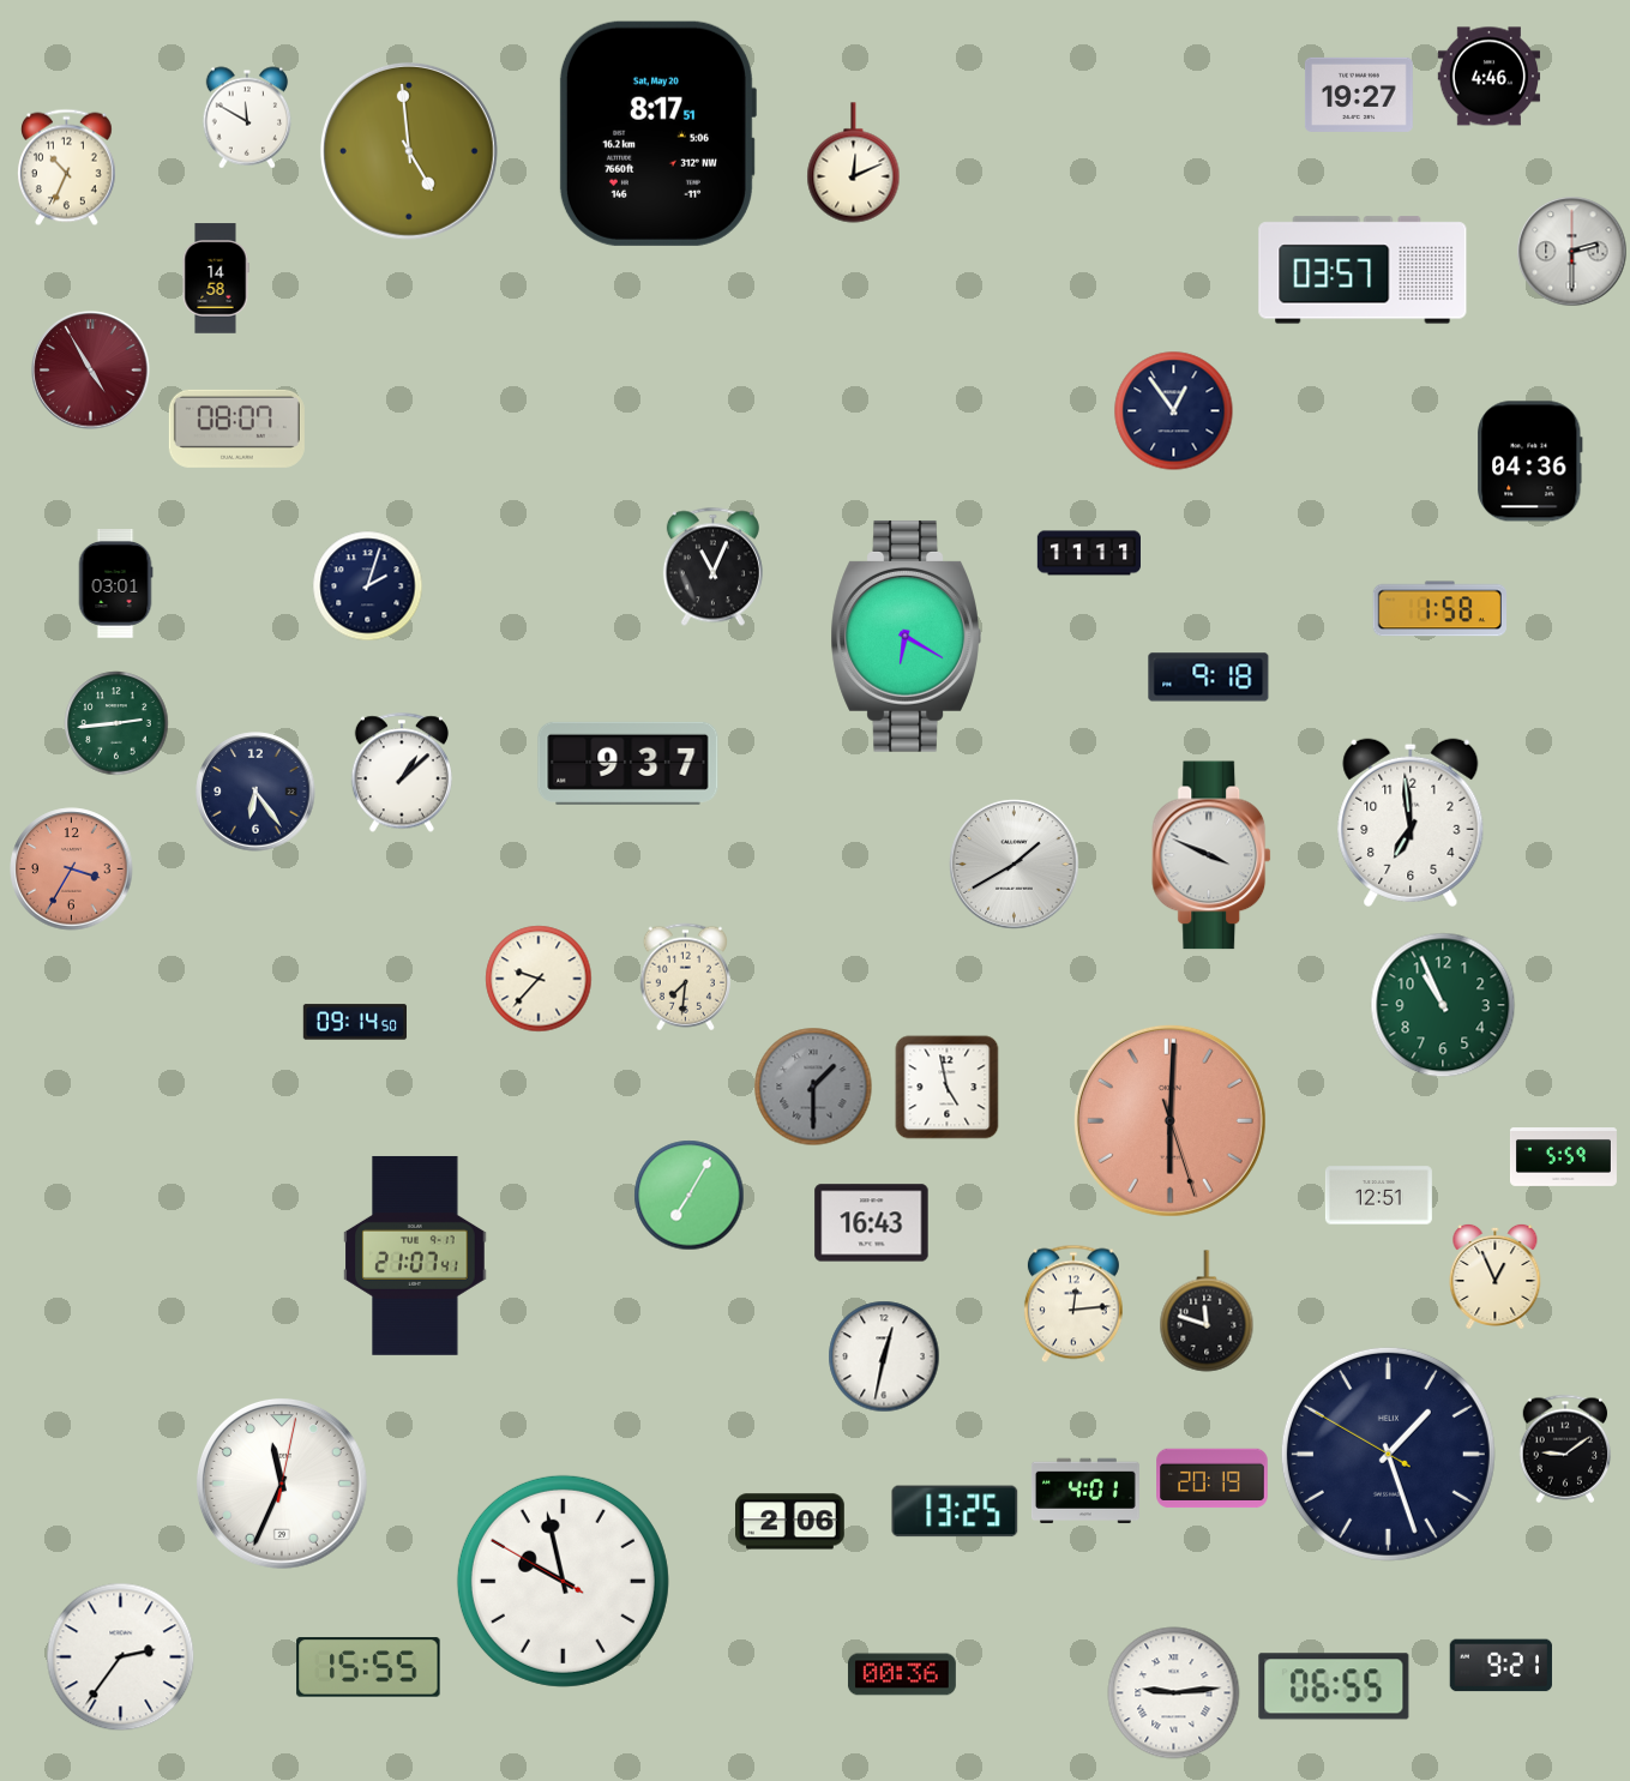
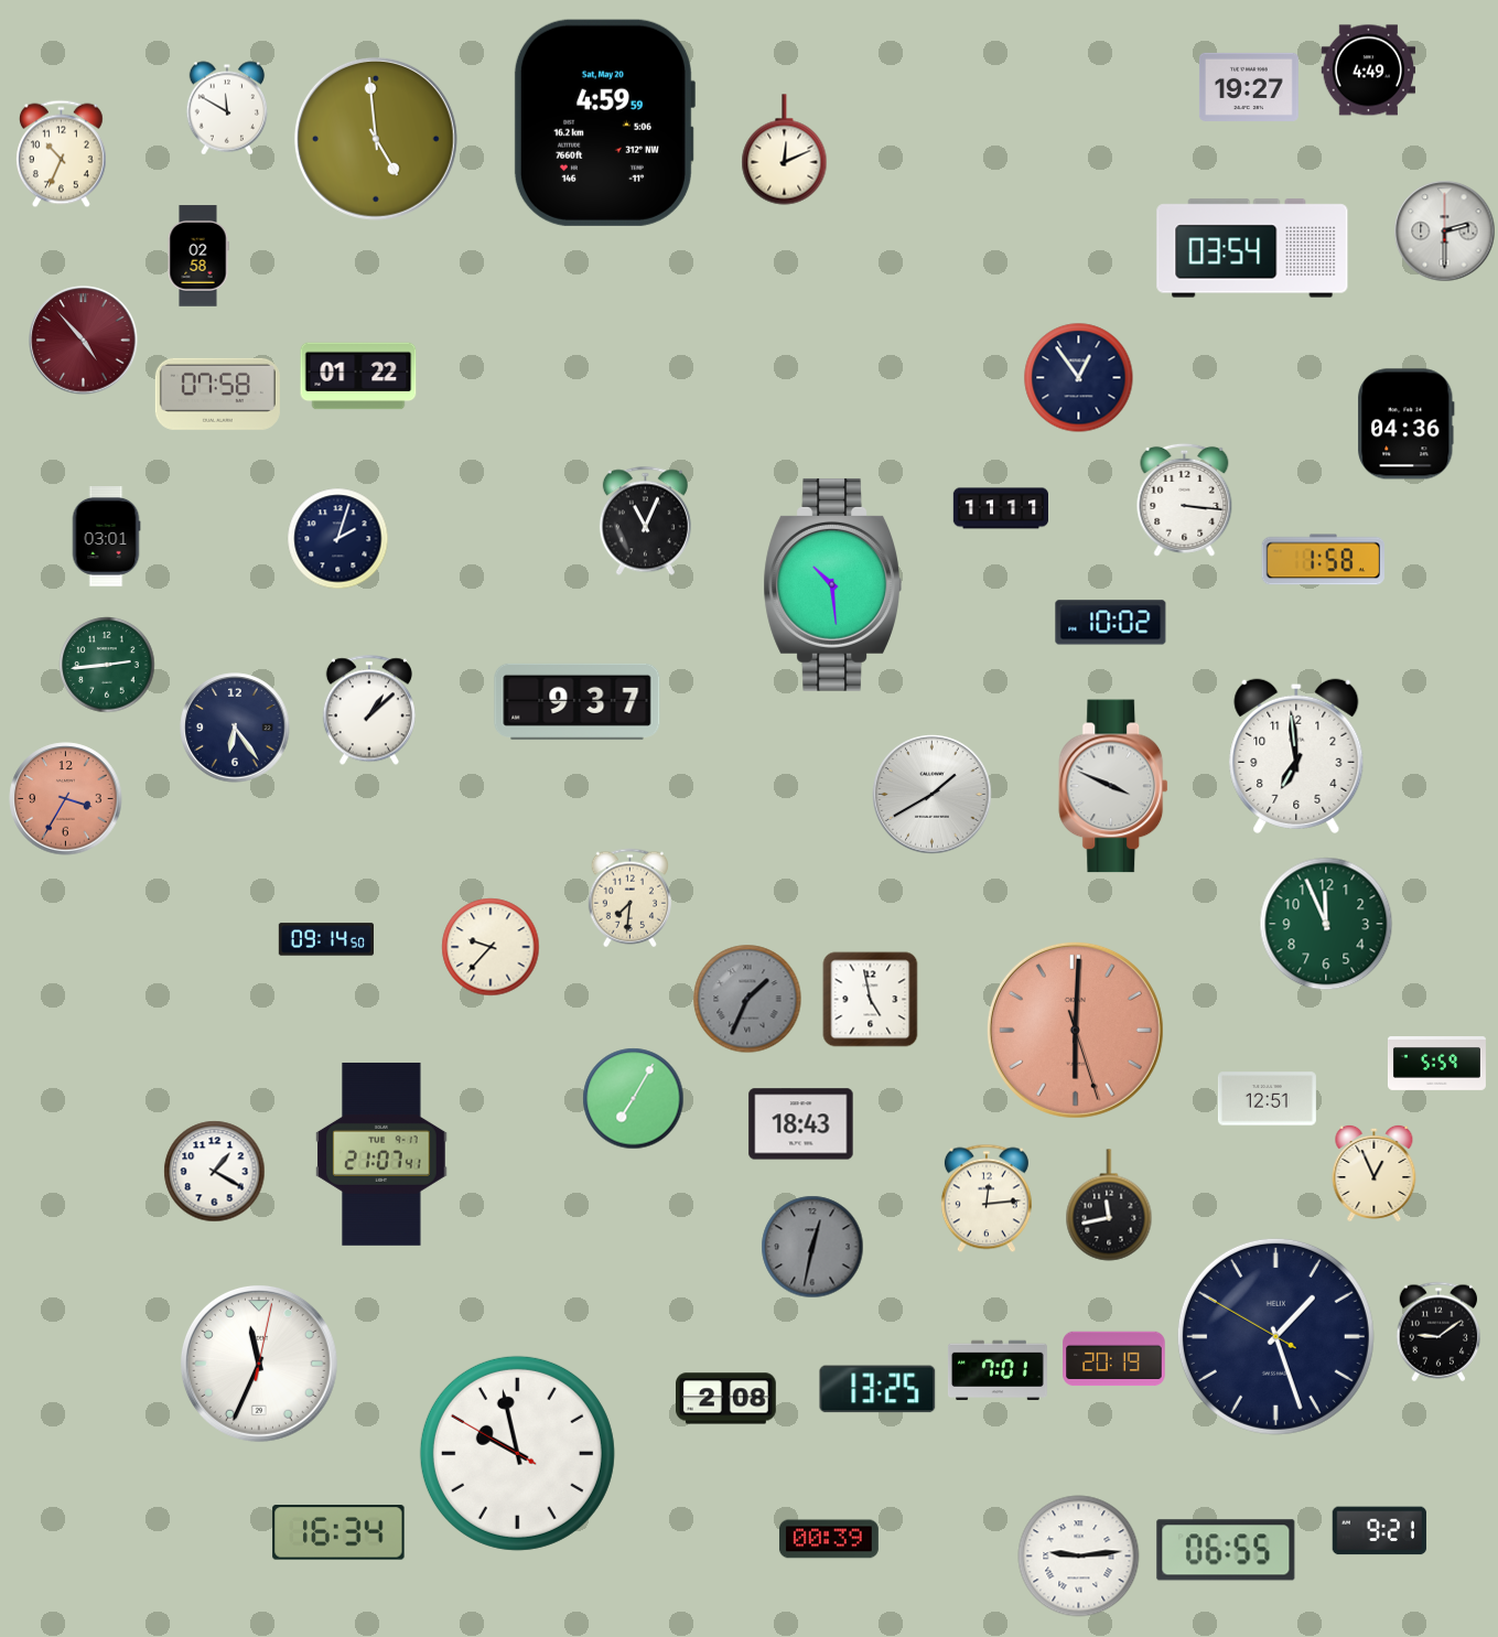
clock at (1490, 77): 4:46 -> 4:49
clock at (657, 133): 8:17 -> 4:59
clock at (1363, 270): 03:57 -> 03:54
clock at (216, 278): 14:58 -> 02:58
clock at (91, 371): 4:55 -> 4:53
clock at (358, 376): none -> 01:22
clock at (236, 428): 08:07 -> 07:58
clock at (1185, 499): none -> 3:16
clock at (712, 567) position: (712, 567) -> (645, 521)
clock at (906, 636): 6:20 -> 10:29
clock at (1209, 678): 9:18 -> 10:02
clock at (539, 979) position: (539, 979) -> (491, 947)
clock at (1443, 1005): 10:56 -> 11:56
clock at (813, 1087): 1:30 -> 1:34
clock at (872, 1223): 16:43 -> 18:43
clock at (215, 1172): none -> 1:20
clock at (1207, 1311): 11:48 -> 11:43
clock at (884, 1356) dial: white -> grey
clock at (1085, 1491): 4:01 -> 7:01
clock at (790, 1522): 2:06 -> 2:08
clock at (121, 1657): 2:36 -> none
clock at (368, 1667): 15:55 -> 16:34
clock at (902, 1674): 00:36 -> 00:39
